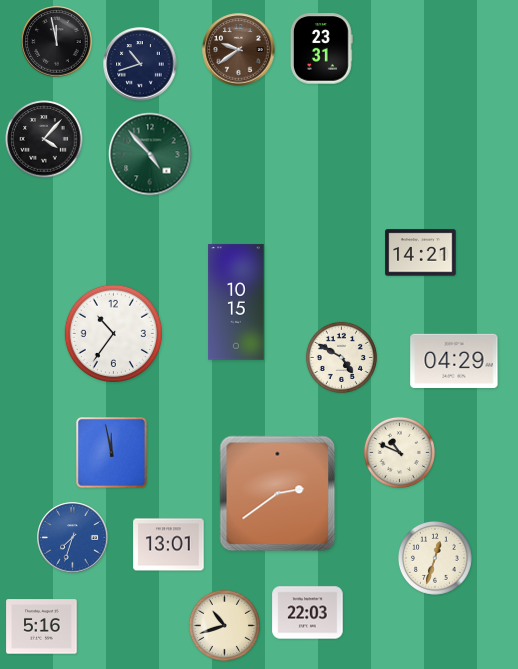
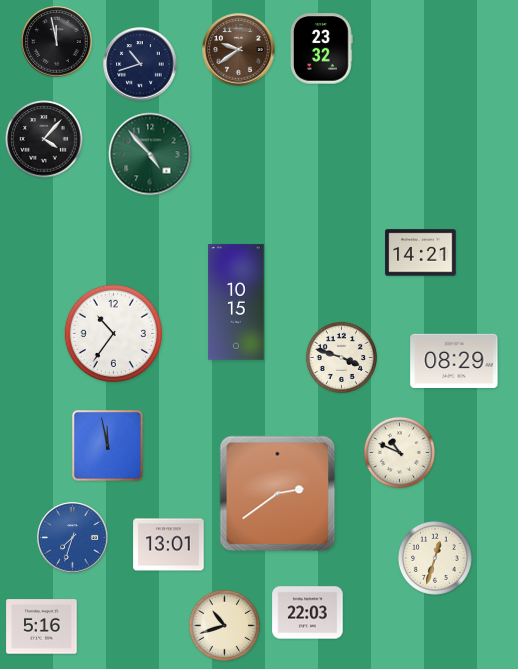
clock at (322, 49): 23:31 -> 23:32
clock at (341, 357): 4:50 -> 3:48
clock at (454, 360): 04:29 -> 08:29
clock at (112, 453) position: (112, 453) -> (108, 446)
